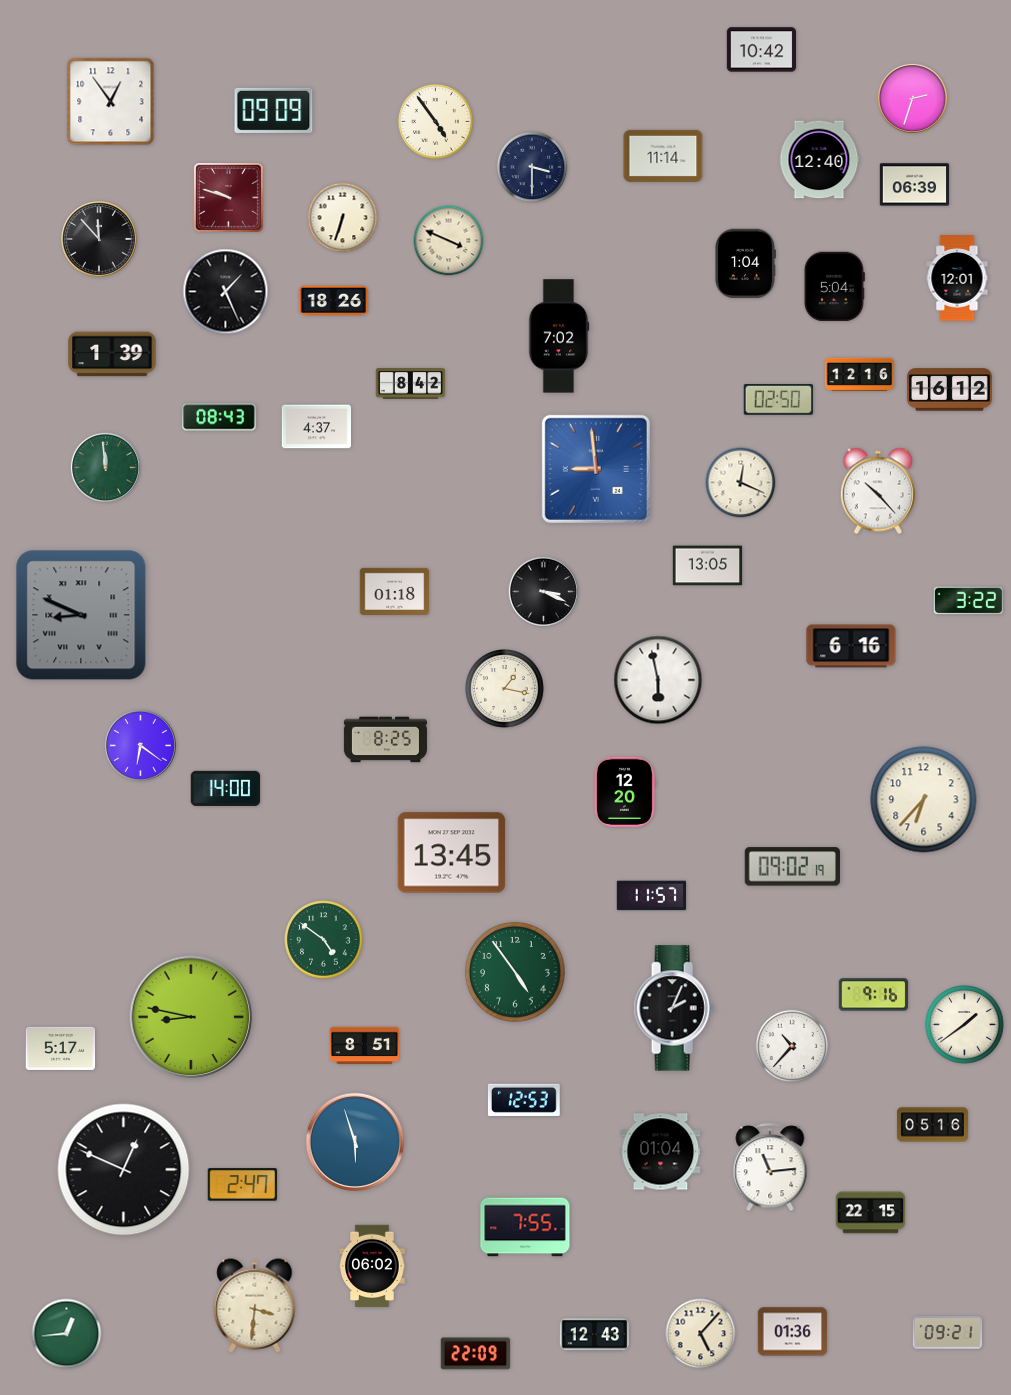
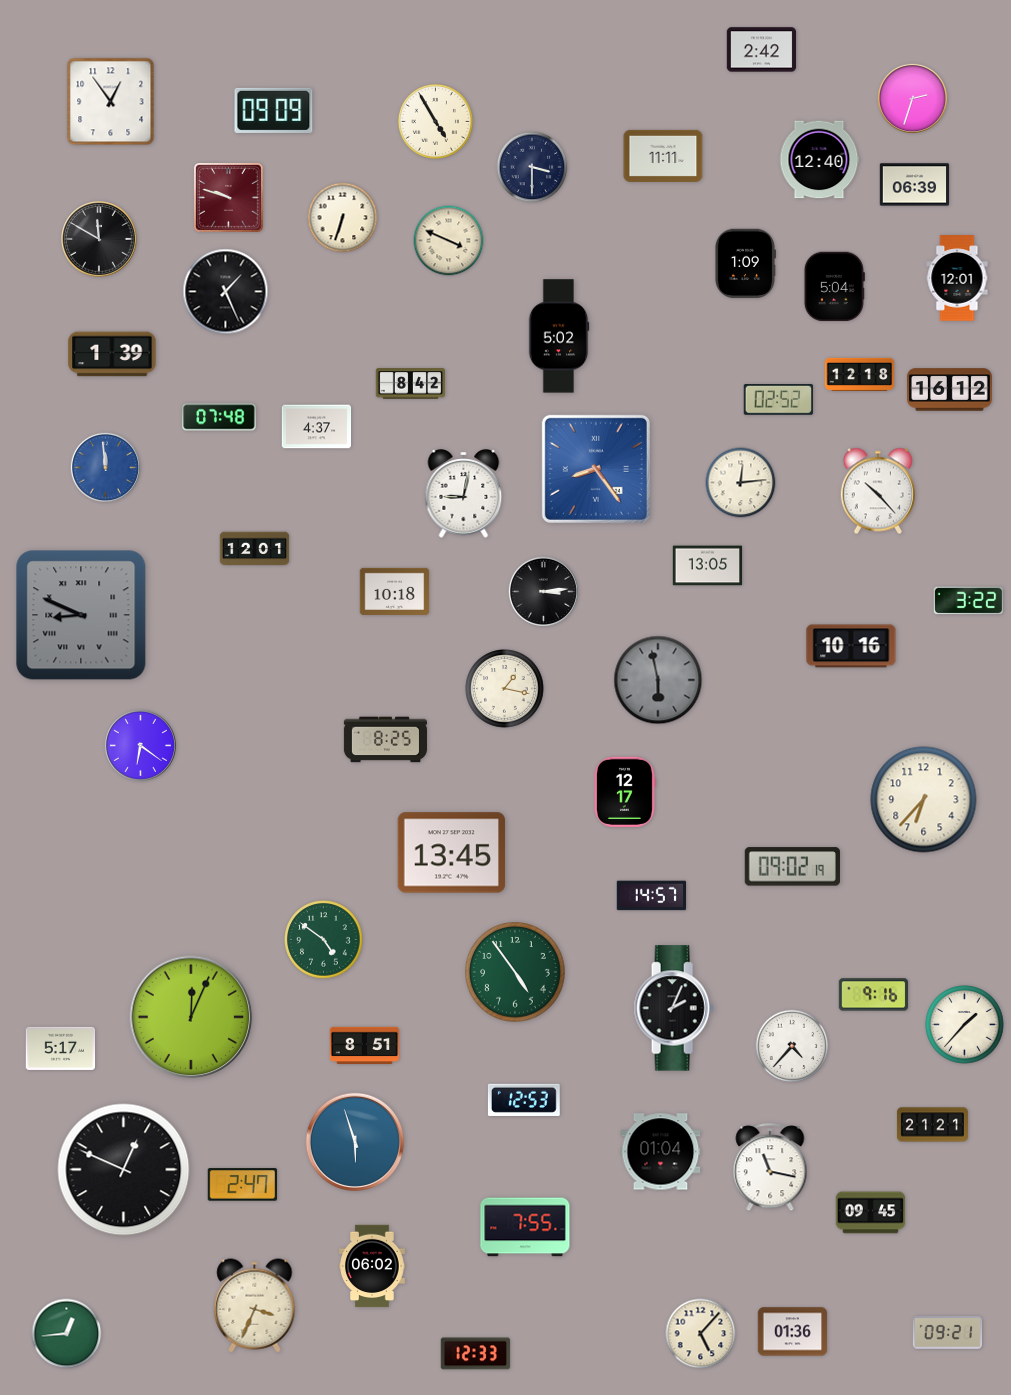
clock at (762, 50): 10:42 -> 2:42
clock at (435, 121): 4:54 -> 4:55
clock at (663, 156): 11:14 -> 11:11
clock at (99, 239): 11:53 -> 11:50
clock at (745, 264): 1:04 -> 1:09
clock at (334, 301): 18:26 -> none
clock at (559, 336): 7:02 -> 5:02
clock at (860, 374): 12:16 -> 12:18
clock at (778, 400): 02:50 -> 02:52
clock at (219, 417): 08:43 -> 07:48
clock at (105, 467) dial: green -> blue
clock at (596, 469): 8:59 -> 8:24
clock at (741, 483): 12:19 -> 12:14
clock at (464, 494): none -> 9:02
clock at (255, 549): none -> 12:01
clock at (395, 591): 01:18 -> 10:18
clock at (543, 591): 3:19 -> 3:14
clock at (851, 646): 6:16 -> 10:16
clock at (658, 680) dial: white -> grey
clock at (226, 788): 14:00 -> none
clock at (624, 792): 12:20 -> 12:17
clock at (652, 896): 11:57 -> 14:57
clock at (191, 1017): 8:47 -> 12:04
clock at (965, 1025): 1:39 -> 1:37
clock at (792, 1046): 10:37 -> 4:37
clock at (932, 1125): 05:16 -> 21:21
clock at (770, 1168): 11:14 -> 11:17
clock at (871, 1213): 22:15 -> 09:45
clock at (255, 1306): 3:31 -> 3:34
clock at (595, 1335): 12:43 -> none
clock at (476, 1354): 22:09 -> 12:33
